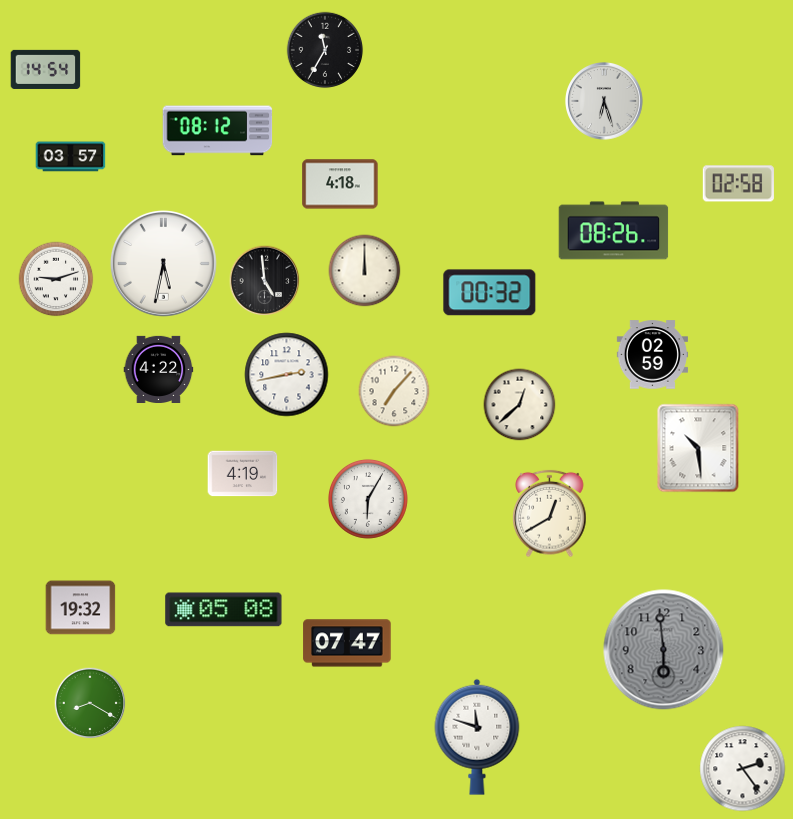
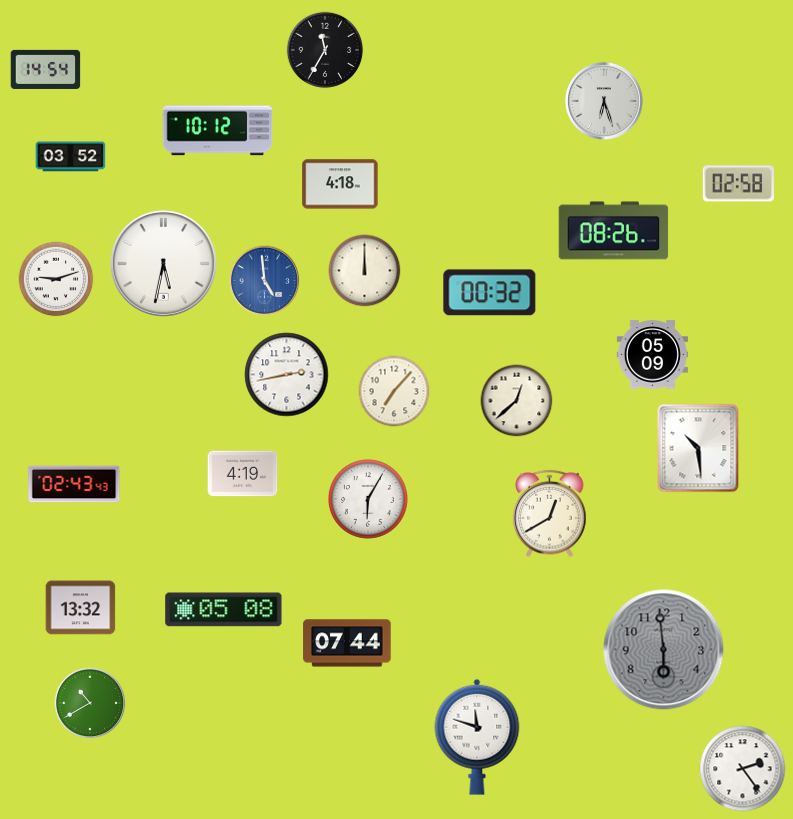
clock at (218, 131): 08:12 -> 10:12
clock at (71, 157): 03:57 -> 03:52
clock at (265, 281) dial: black -> blue
clock at (652, 355): 02:59 -> 05:09
clock at (159, 369): 4:22 -> none
clock at (520, 405) position: (520, 405) -> (517, 401)
clock at (74, 484): none -> 02:43
clock at (81, 608): 19:32 -> 13:32
clock at (347, 643): 07:47 -> 07:44
clock at (90, 703): 8:20 -> 10:40
